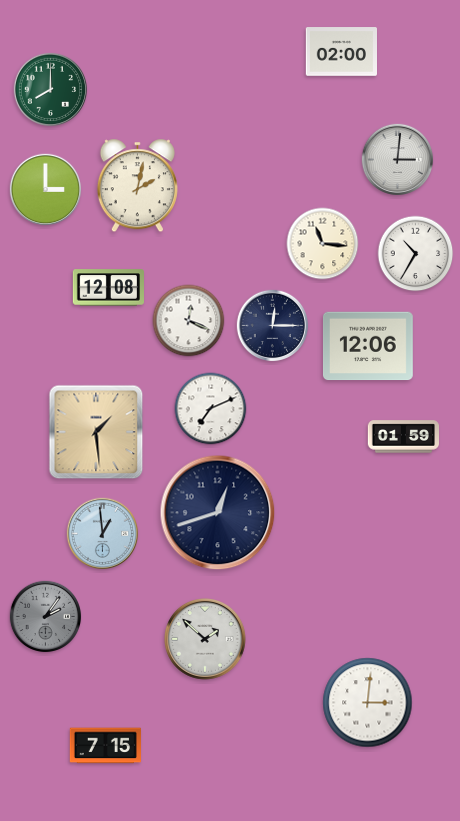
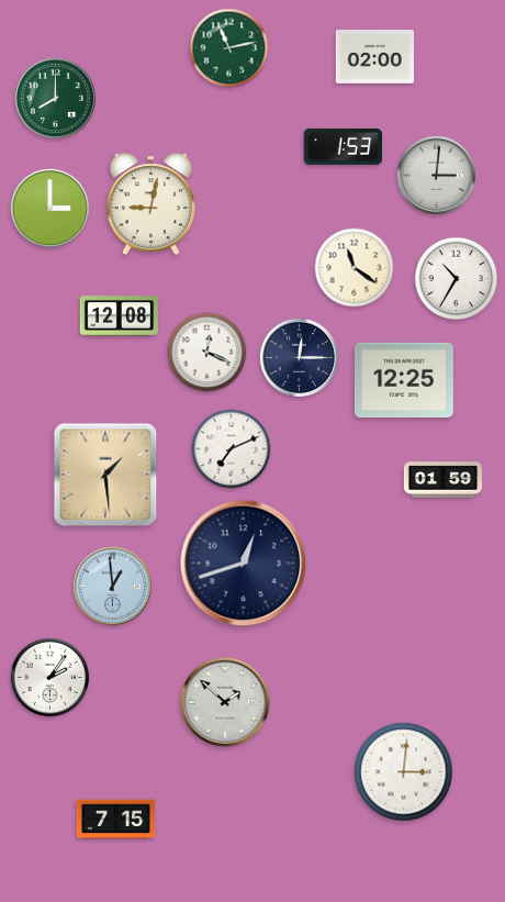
clock at (229, 48): none -> 11:13
clock at (343, 146): none -> 1:53
clock at (137, 186): 2:02 -> 9:02
clock at (323, 244): 11:16 -> 11:21
clock at (368, 346): 12:06 -> 12:25
clock at (218, 513) position: (218, 513) -> (244, 564)
clock at (46, 617) dial: grey -> white
